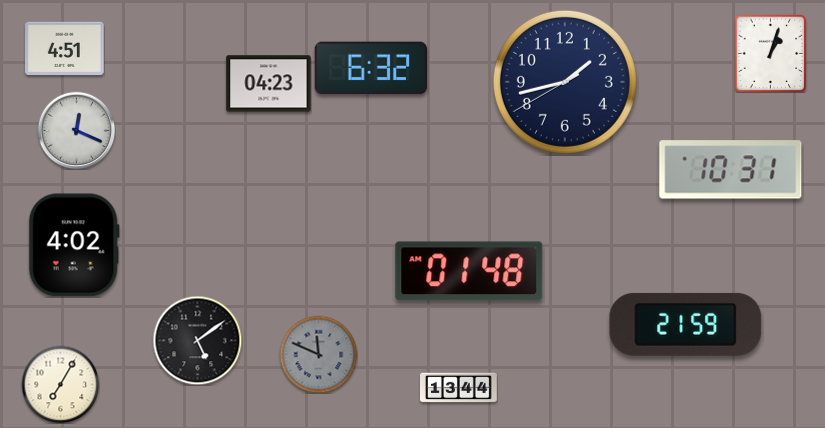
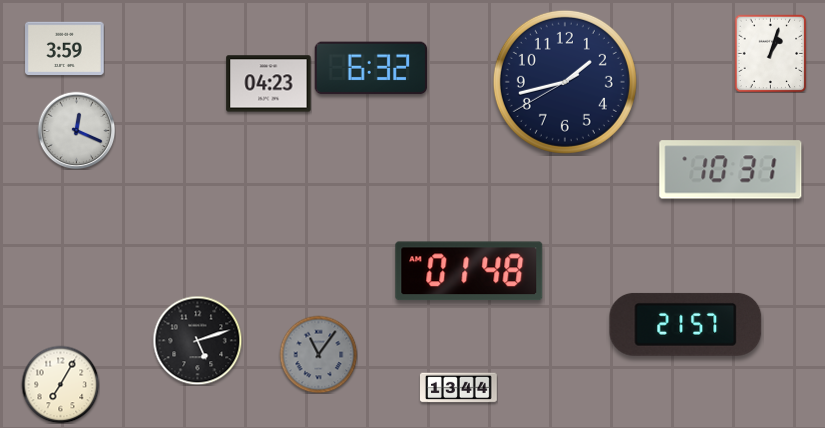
clock at (65, 49): 4:51 -> 3:59
clock at (74, 245): 4:02 -> none
clock at (686, 324): 21:59 -> 21:57
clock at (197, 340): 5:09 -> 5:12
clock at (318, 354): 11:49 -> 11:06
